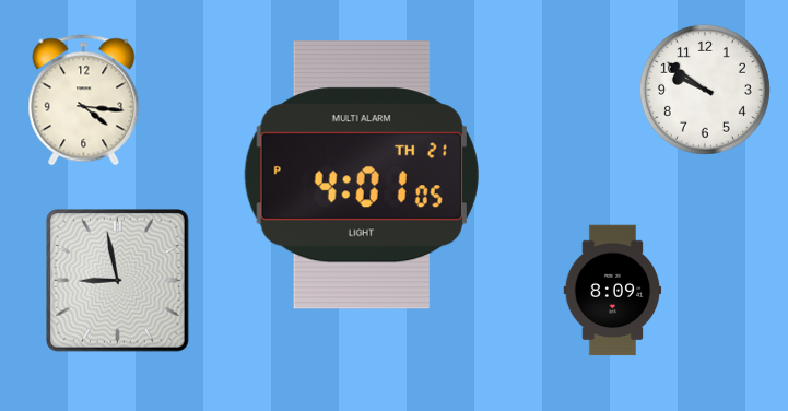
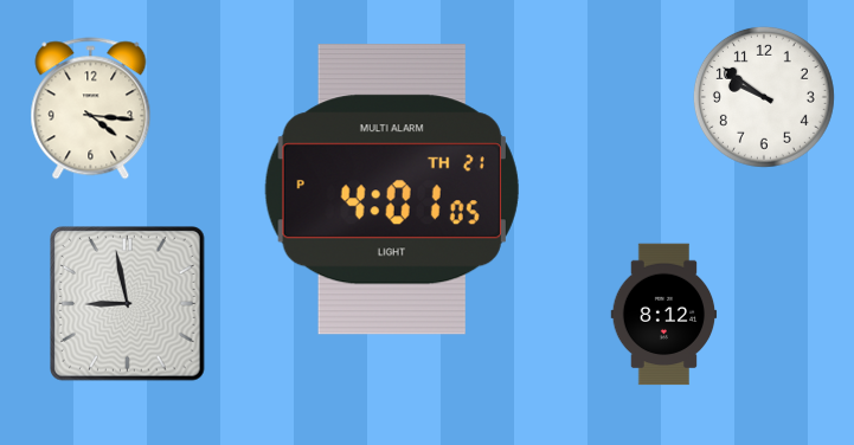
clock at (613, 291): 8:09 -> 8:12
